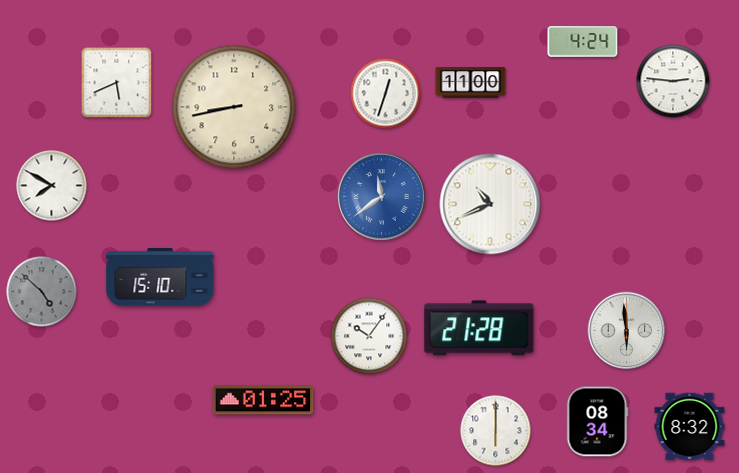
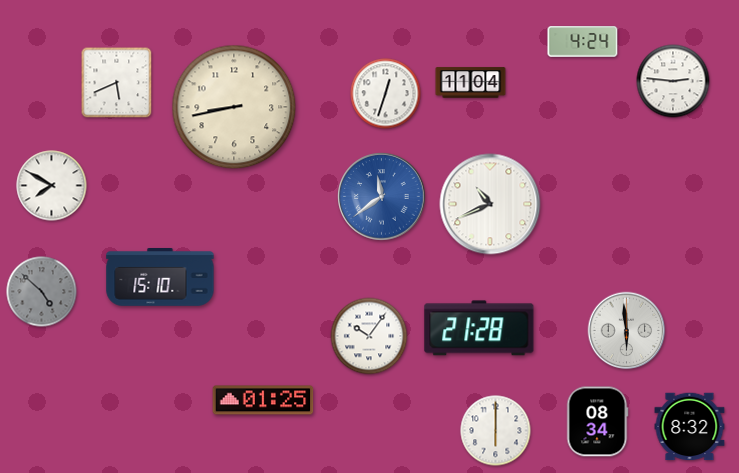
clock at (471, 83): 11:00 -> 11:04
